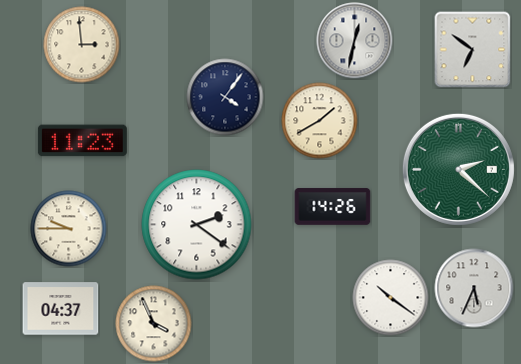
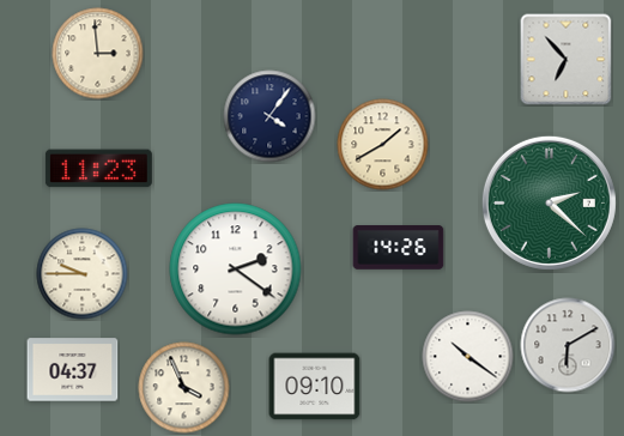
clock at (355, 41): 12:32 -> none
clock at (473, 50): 6:51 -> 6:53
clock at (474, 288): 5:34 -> 6:10
clock at (315, 387): none -> 09:10
